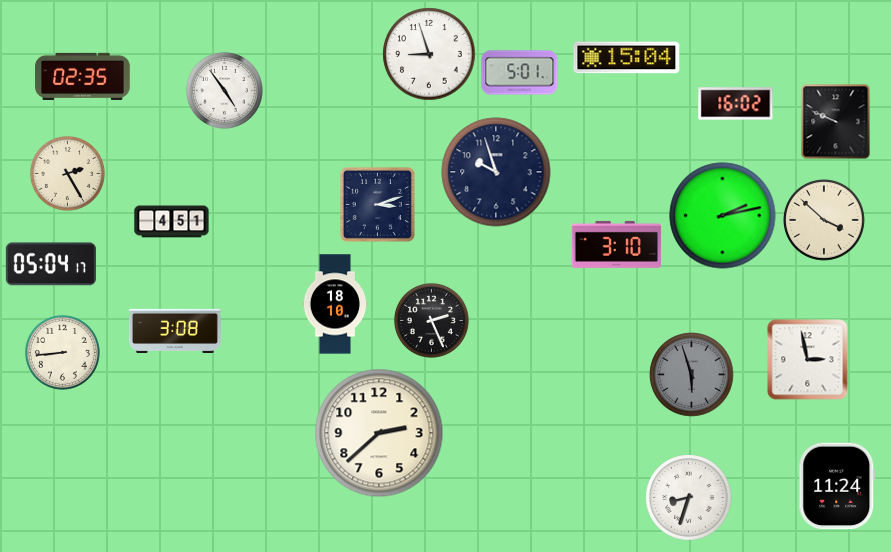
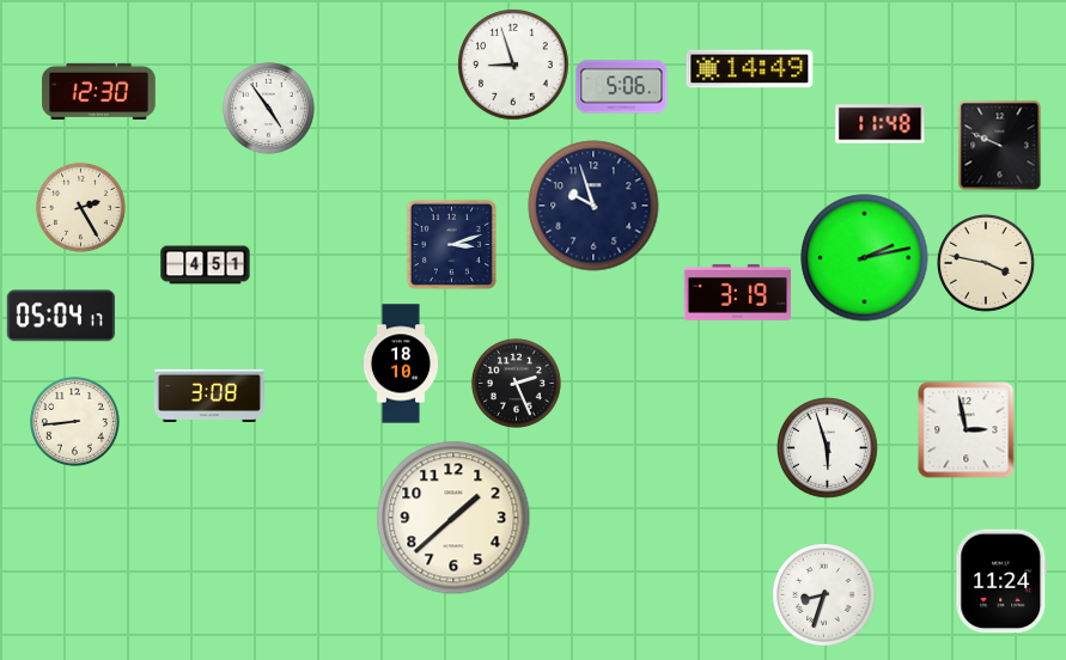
clock at (627, 58): 15:04 -> 14:49
clock at (520, 73): 5:01 -> 5:06
clock at (83, 76): 02:35 -> 12:30
clock at (736, 104): 16:02 -> 11:48
clock at (825, 221): 3:52 -> 3:47
clock at (616, 244): 3:10 -> 3:19
clock at (692, 375) dial: grey -> white
clock at (379, 433): 2:38 -> 1:38
